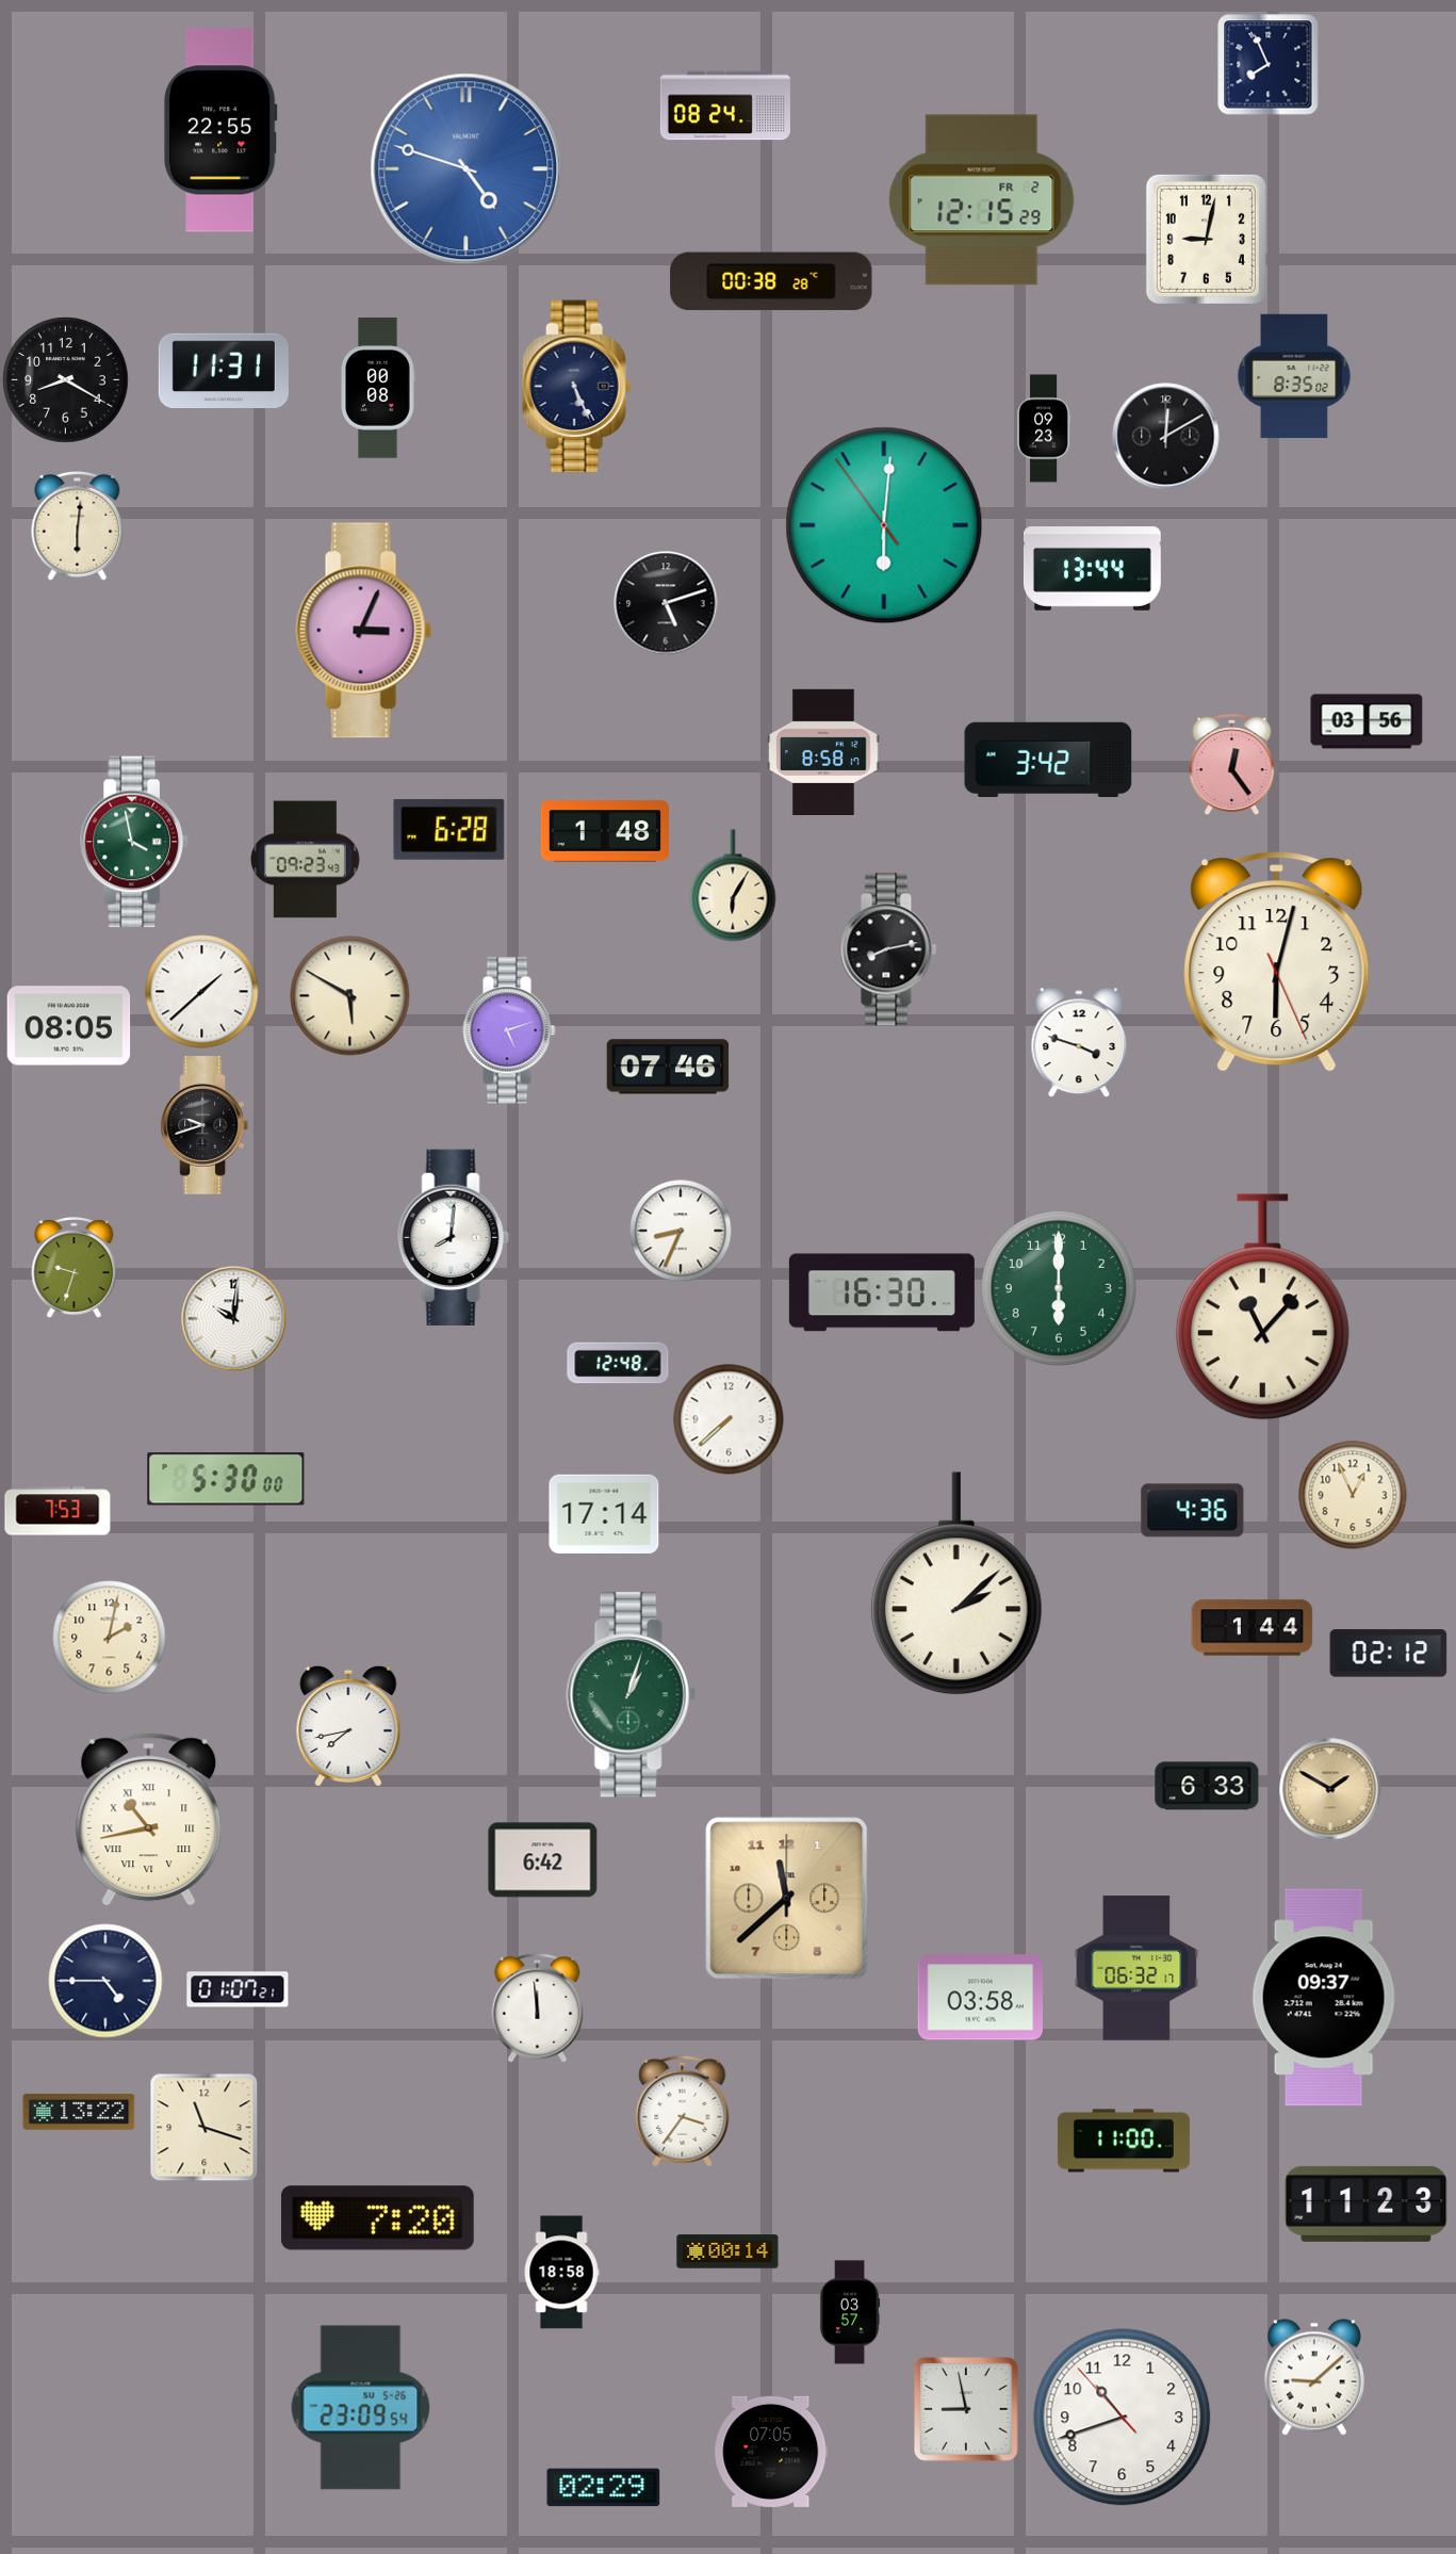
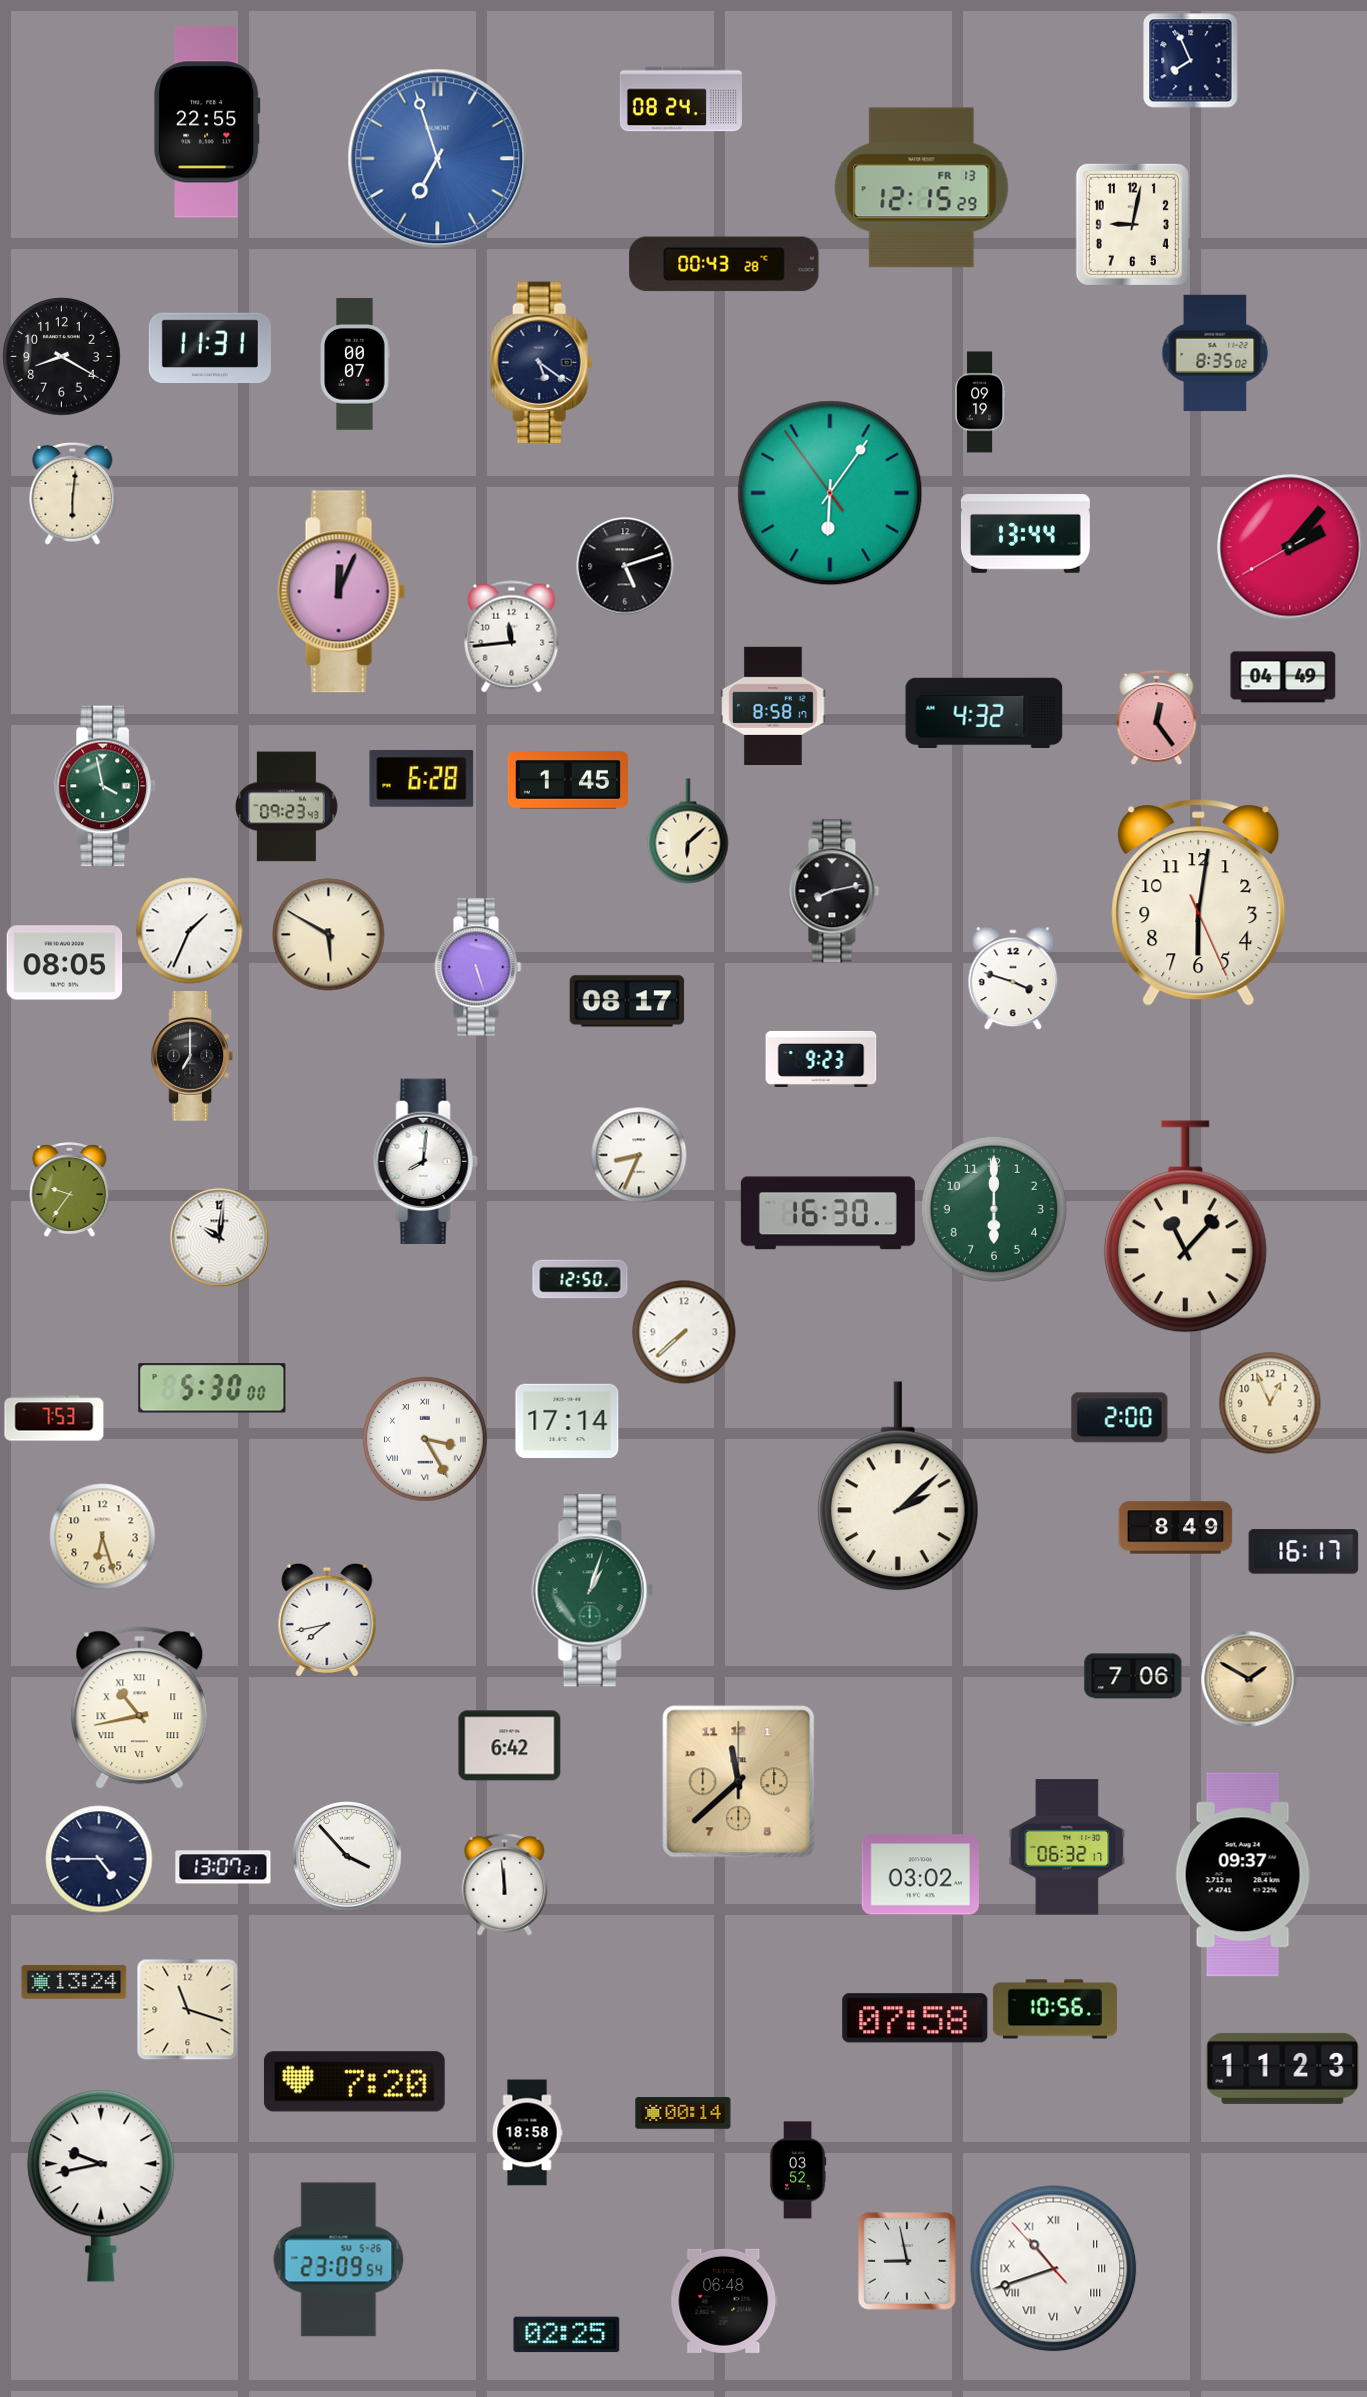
clock at (467, 169): 4:48 -> 6:57
clock at (982, 200) date: FR 2 -> FR 13
clock at (771, 281): 00:38 -> 00:43
clock at (577, 387): 5:26 -> 5:21
clock at (378, 388): 00:08 -> 00:07
clock at (1044, 428): 09:23 -> 09:19
clock at (1166, 437): 12:10 -> none
clock at (884, 525): 6:00 -> 6:05
clock at (1290, 547): none -> 2:06
clock at (364, 631): 3:04 -> 12:04
clock at (512, 637): none -> 11:44
clock at (1367, 721): 03:56 -> 04:49
clock at (1048, 759): 3:42 -> 4:32
clock at (605, 831): 1:48 -> 1:45
clock at (134, 842) position: (134, 842) -> (105, 786)
clock at (733, 885): 6:05 -> 6:08
clock at (1277, 962): 6:02 -> 6:01
clock at (202, 992): 1:38 -> 1:34
clock at (509, 1030): 5:12 -> 5:27
clock at (668, 1067): 07:46 -> 08:17
clock at (205, 1126): 9:42 -> 7:00
clock at (821, 1059): none -> 9:23
clock at (75, 1268): 9:33 -> 9:36
clock at (618, 1363): 12:48 -> 12:50
clock at (1193, 1511): 4:36 -> 2:00
clock at (426, 1440): none -> 3:25
clock at (1253, 1628): 1:44 -> 8:49
clock at (110, 1638): 2:02 -> 6:27
clock at (1389, 1654): 02:12 -> 16:17
clock at (1207, 1786): 6:33 -> 7:06
clock at (347, 1856): none -> 3:53
clock at (238, 1989): 01:07 -> 13:07
clock at (980, 1998): 03:58 -> 03:02
clock at (683, 2111): 3:36 -> none
clock at (79, 2112): 13:22 -> 13:24
clock at (205, 2128) position: (205, 2128) -> (188, 2010)
clock at (1124, 2141): 11:00 -> 10:56
clock at (915, 2018): none -> 07:58
clock at (850, 2312): 03:57 -> 03:52
clock at (101, 2186): none -> 9:43
clock at (1314, 2377): 9:08 -> none
clock at (1123, 2418) numerals: Arabic -> Roman
clock at (771, 2452): 07:05 -> 06:48
clock at (604, 2488): 02:29 -> 02:25
